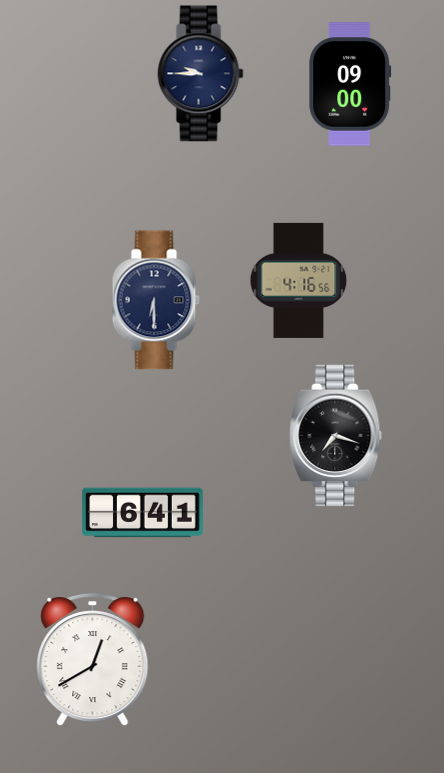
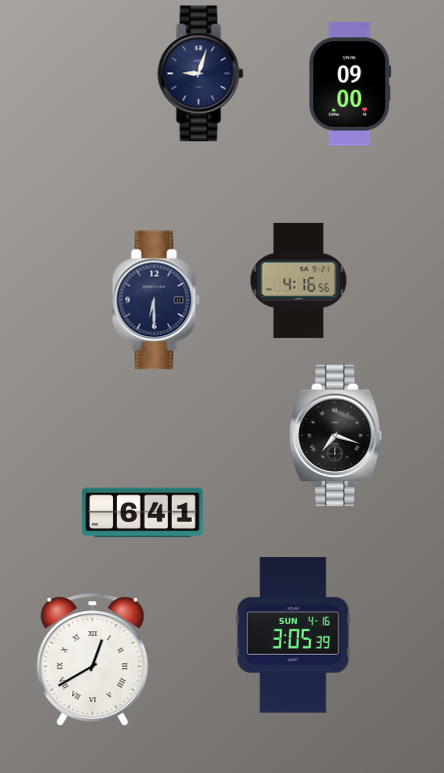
clock at (201, 74): 9:45 -> 9:03
clock at (293, 635): none -> 3:05
